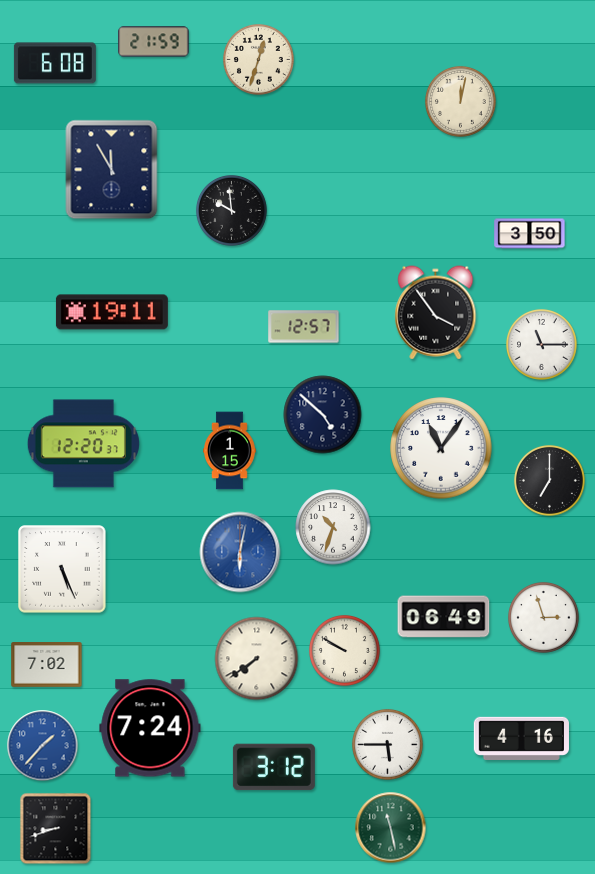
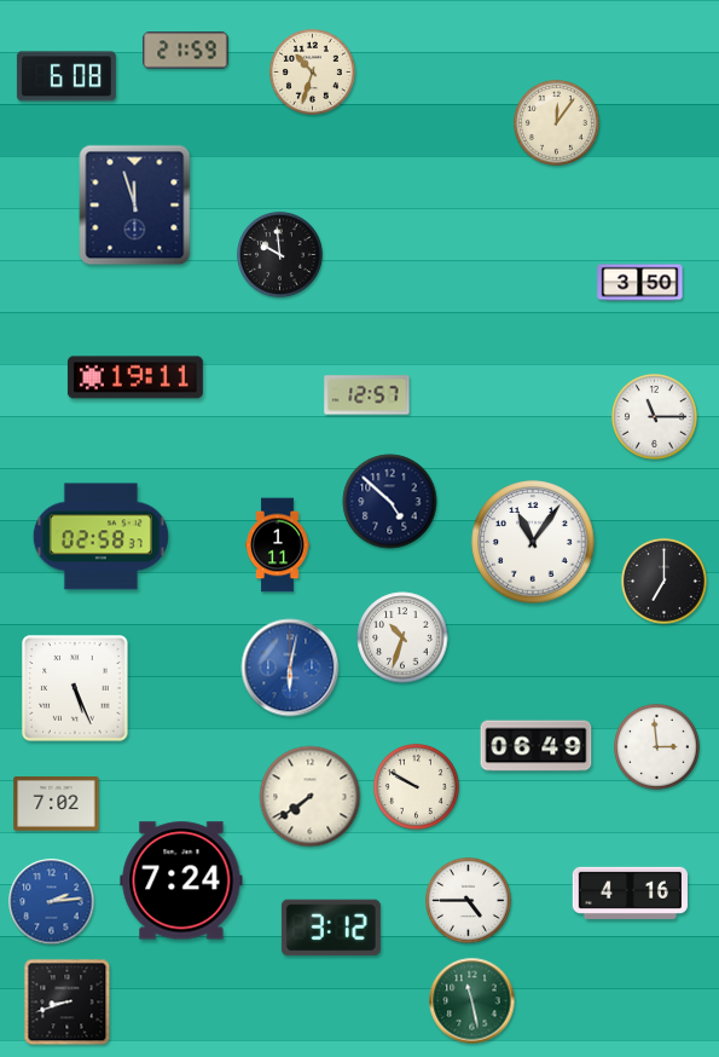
clock at (258, 59): 12:33 -> 10:33
clock at (460, 101): 12:02 -> 12:06
clock at (112, 170): 11:55 -> 11:57
clock at (436, 313): 3:54 -> none
clock at (83, 444): 12:20 -> 02:58
clock at (230, 451): 1:15 -> 1:11
clock at (543, 617): 2:57 -> 2:59
clock at (387, 744): 5:45 -> 4:45
clock at (43, 746): 1:37 -> 2:14
